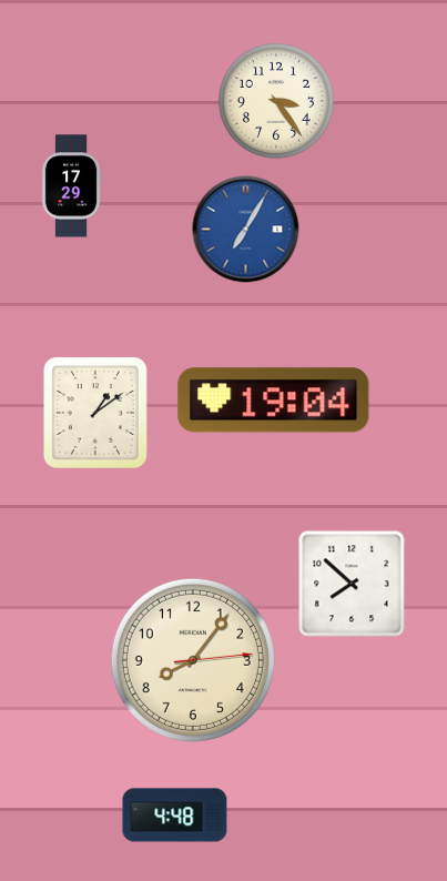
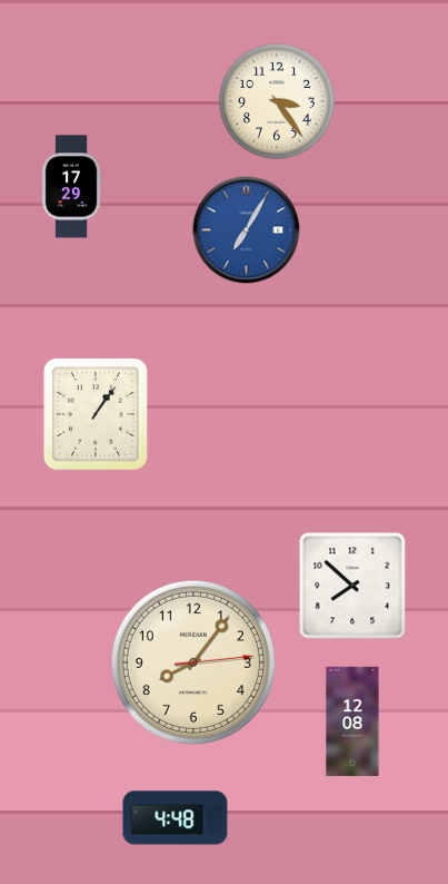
clock at (274, 401): 19:04 -> none
clock at (95, 413): 1:09 -> 1:06
clock at (352, 721): none -> 12:08
